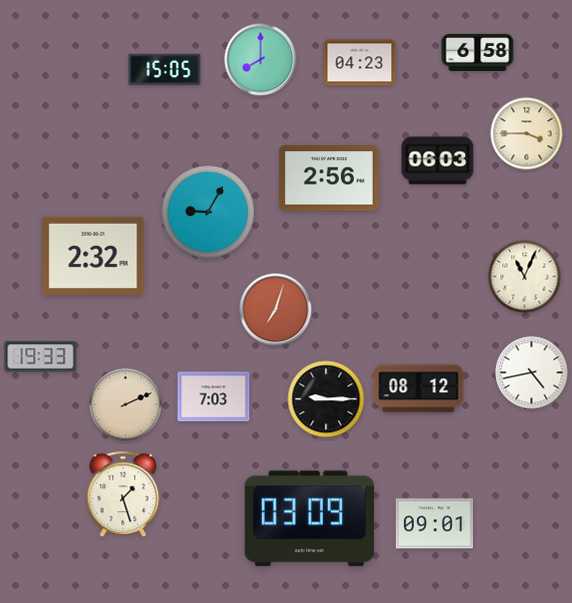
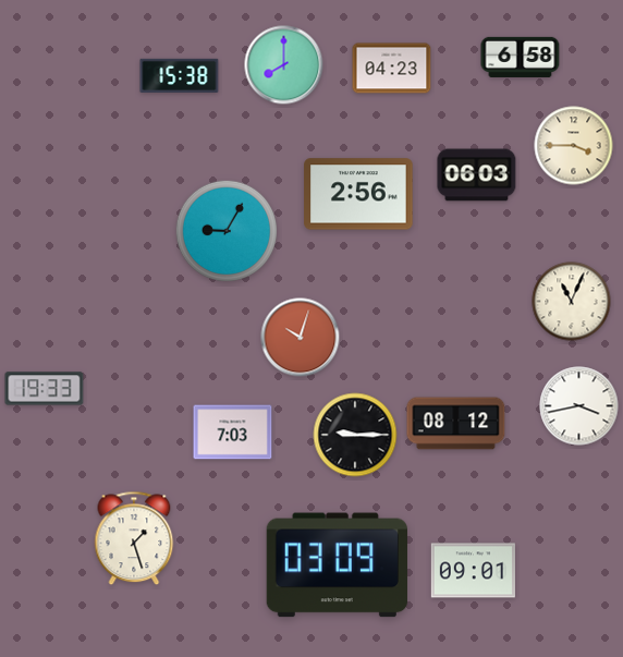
clock at (165, 69): 15:05 -> 15:38
clock at (93, 256): 2:32 -> none
clock at (276, 310): 7:03 -> 10:03
clock at (532, 373): 4:43 -> 3:43
clock at (126, 405): 2:11 -> none
